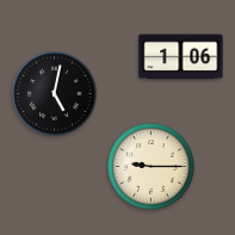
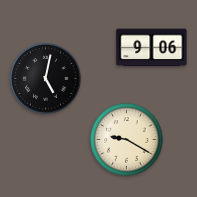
clock at (181, 57): 1:06 -> 9:06
clock at (151, 167): 9:15 -> 9:20
